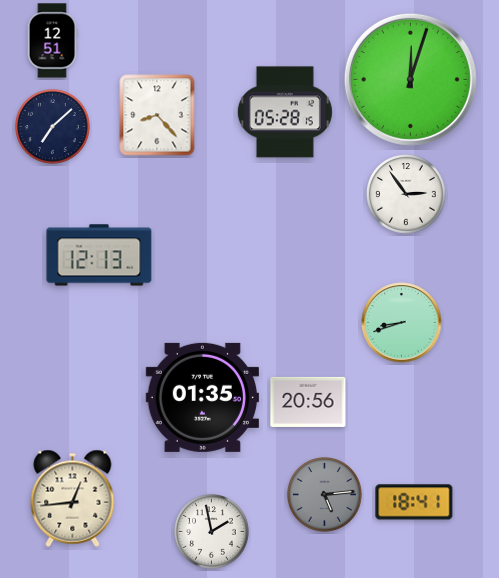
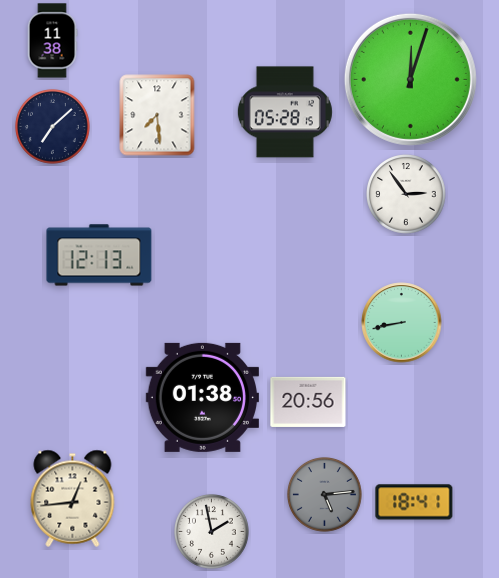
clock at (52, 41): 12:51 -> 11:38
clock at (157, 115): 8:23 -> 7:29
clock at (402, 323): 8:42 -> 8:43
clock at (202, 397): 01:35 -> 01:38
